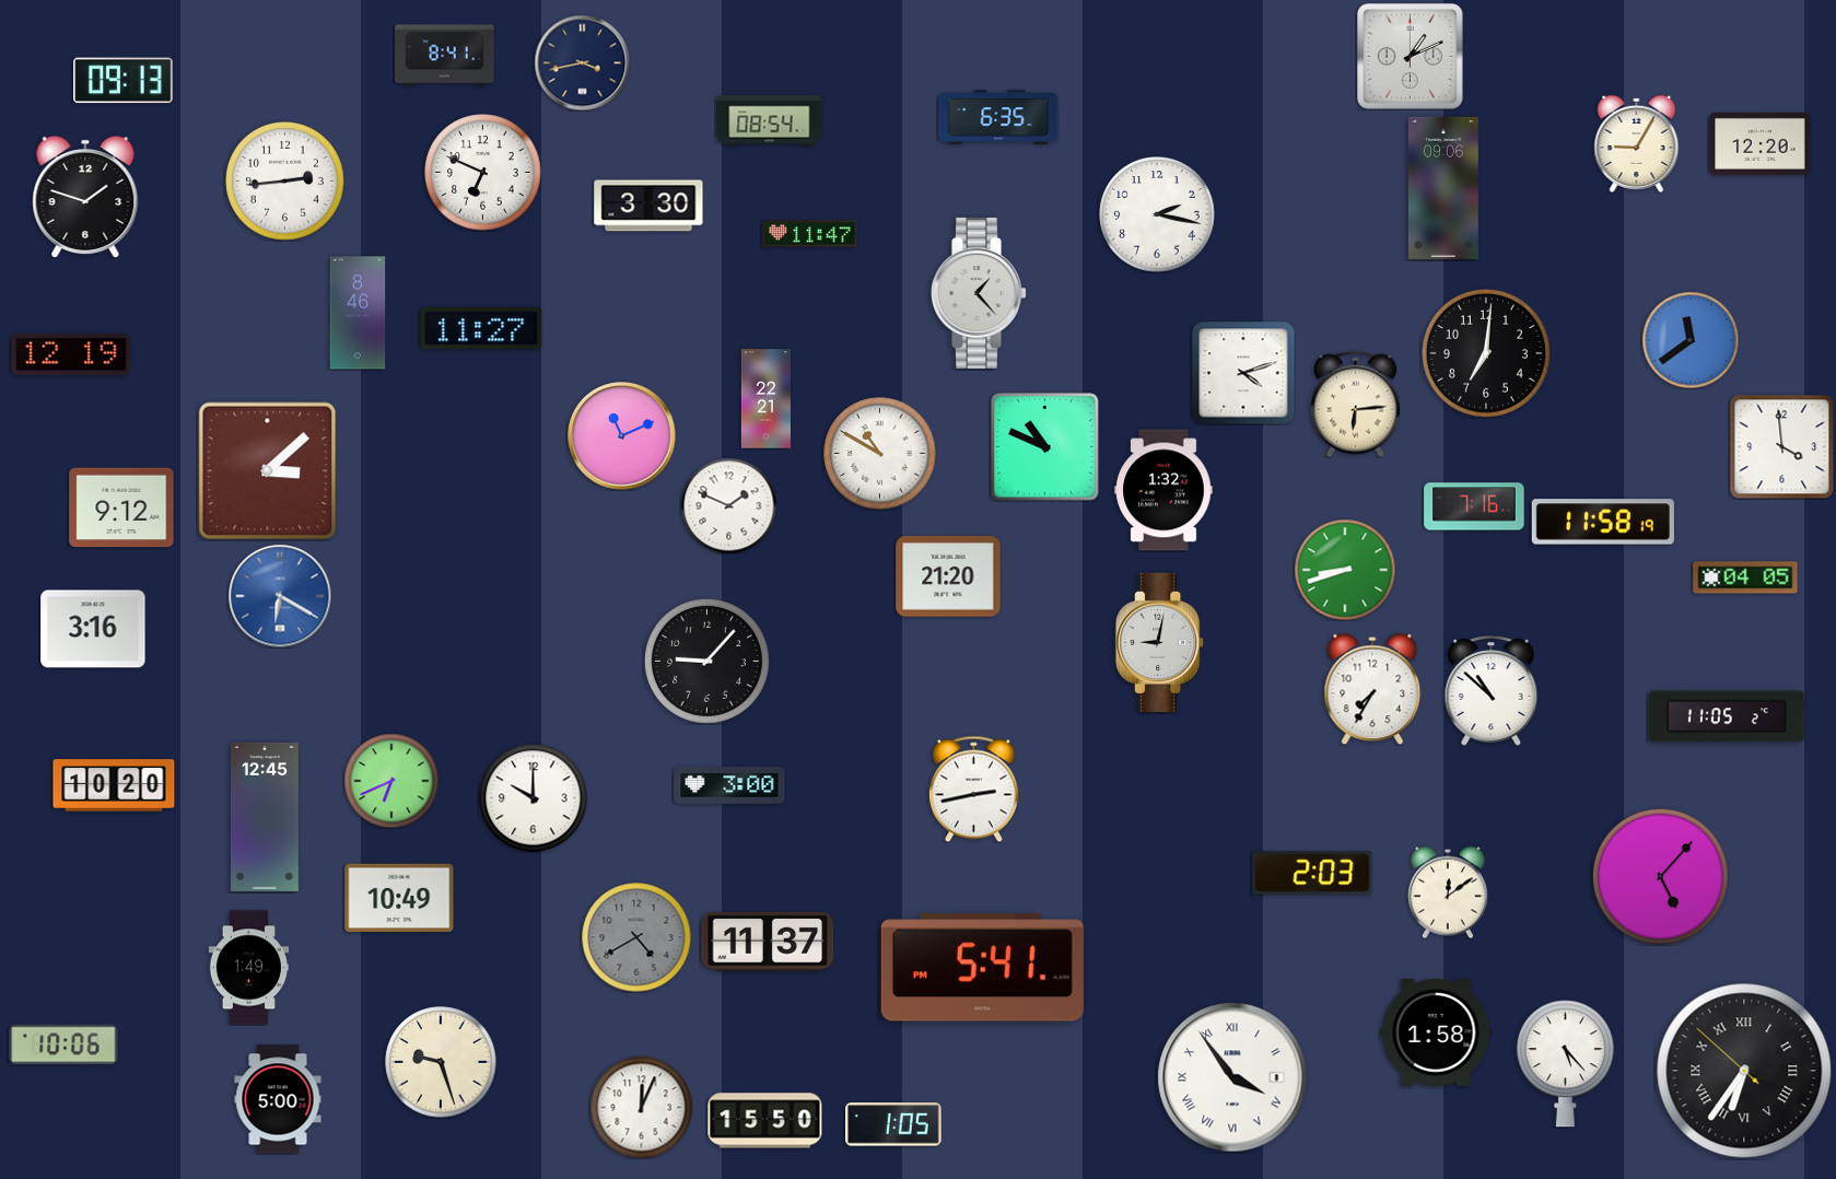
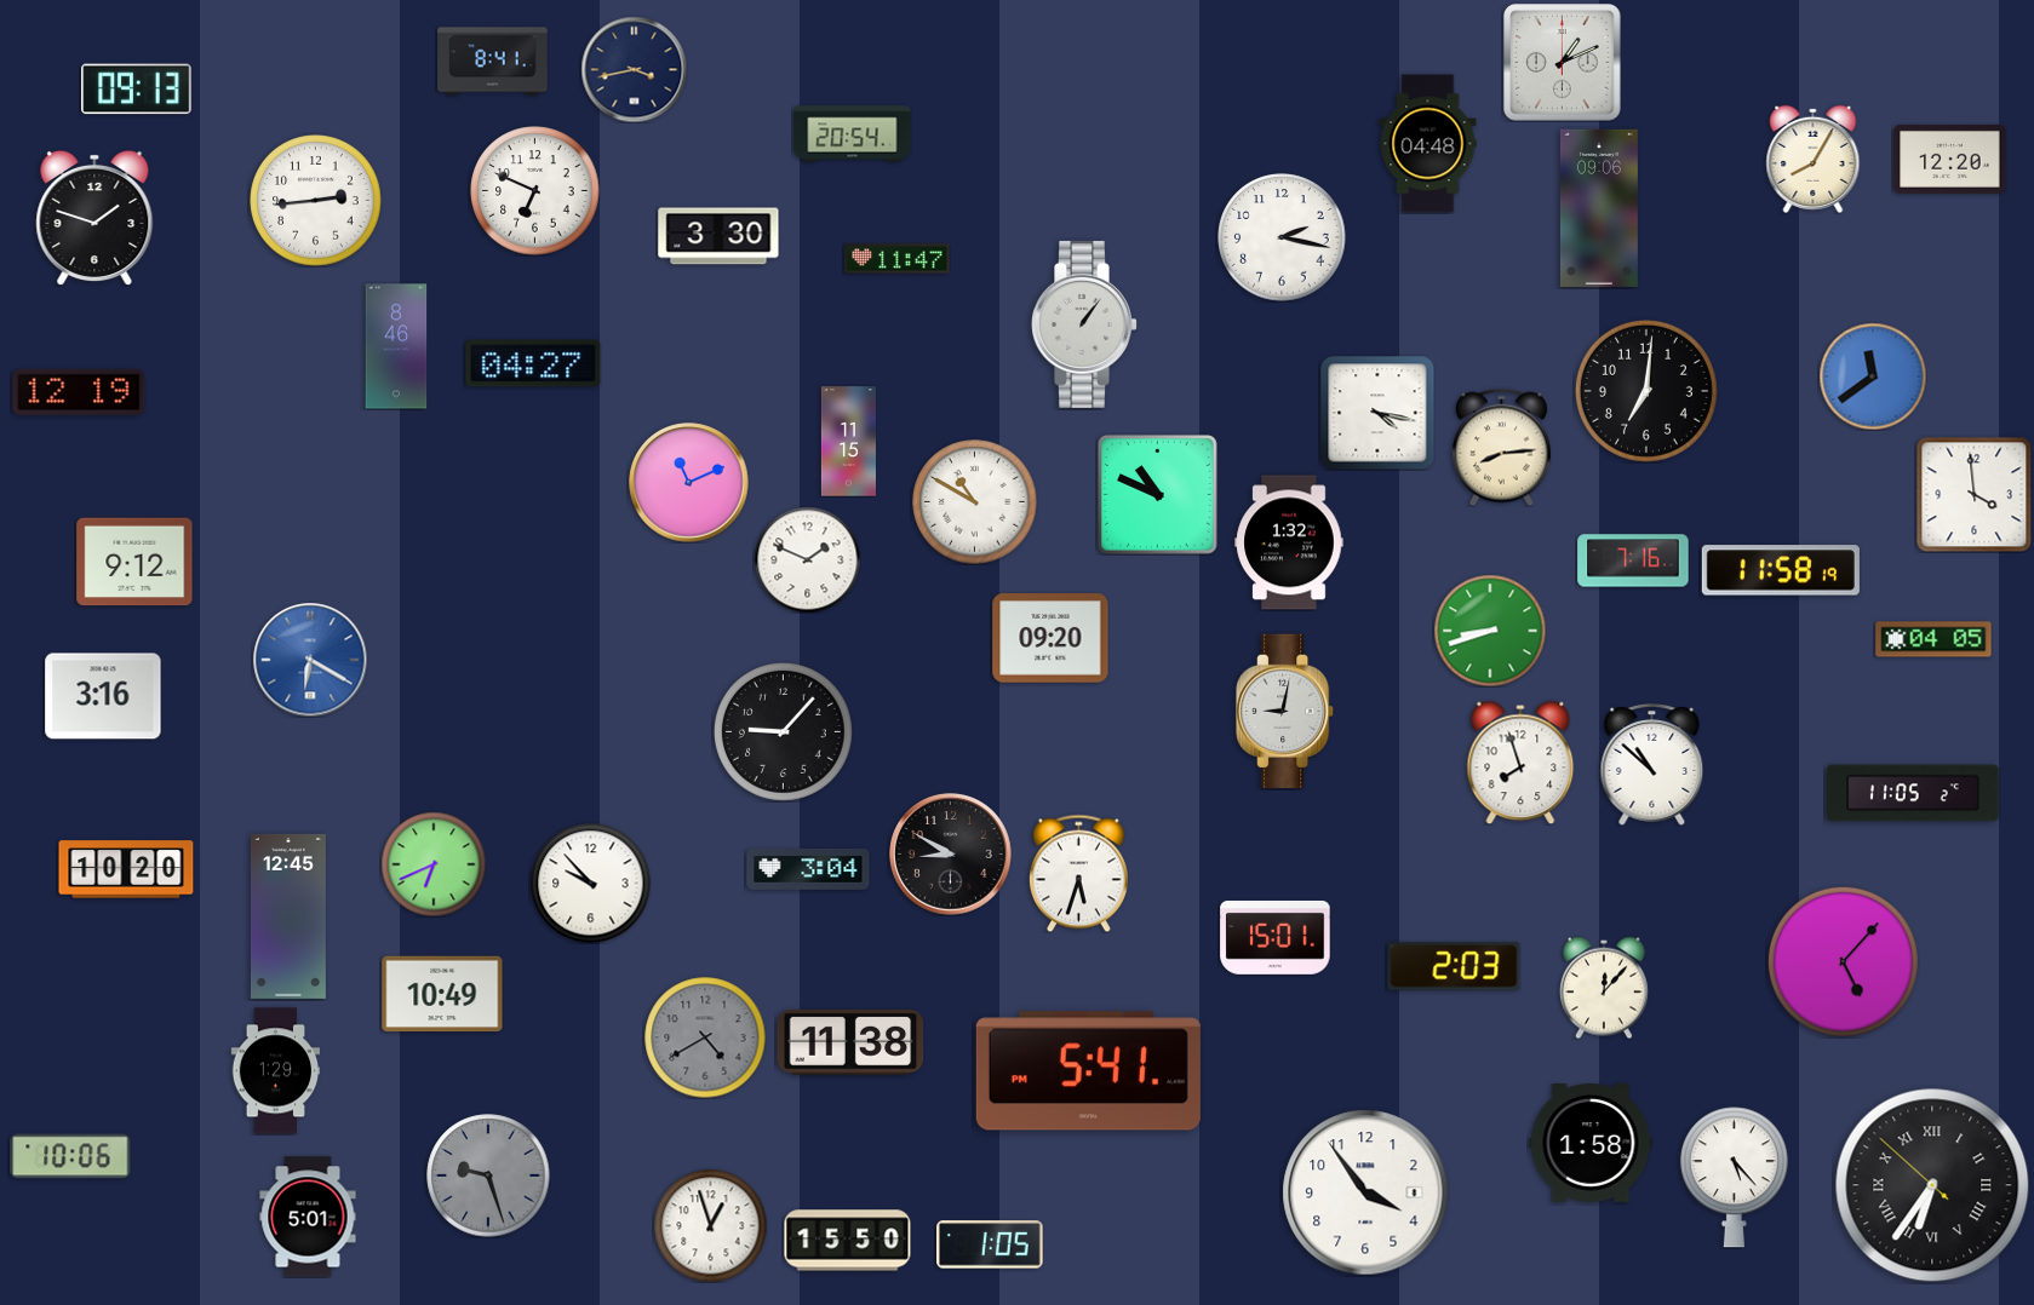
clock at (582, 62) position: (582, 62) -> (634, 69)
clock at (998, 117): 6:35 -> none
clock at (770, 121): 08:54 -> 20:54
clock at (1428, 144): none -> 04:48
clock at (1637, 143): 9:05 -> 8:05
clock at (648, 206) position: (648, 206) -> (718, 236)
clock at (979, 293): 1:23 -> 1:06
clock at (481, 328): 11:27 -> 04:27
clock at (1243, 373): 4:12 -> 4:17
clock at (765, 399): 22:21 -> 11:15
clock at (1355, 404): 6:14 -> 8:14
clock at (268, 471): 3:08 -> none
clock at (1603, 522) position: (1603, 522) -> (1781, 570)
clock at (948, 576): 21:20 -> 09:20
clock at (1372, 689): 7:35 -> 7:57
clock at (951, 855): none -> 8:50
clock at (729, 785): 3:00 -> 3:04
clock at (973, 789): 2:43 -> 5:33
clock at (534, 798): 10:00 -> 9:53
clock at (265, 817) position: (265, 817) -> (288, 916)
clock at (1276, 937): none -> 15:01
clock at (1660, 876) position: (1660, 876) -> (1843, 961)
clock at (1448, 892): 12:09 -> 12:07
clock at (768, 942): 11:37 -> 11:38
clock at (249, 968): 1:49 -> 1:29
clock at (441, 1062) dial: cream -> grey
clock at (1232, 1077) numerals: Roman -> Arabic
clock at (278, 1099): 5:00 -> 5:01
clock at (641, 1107): 12:04 -> 12:57
